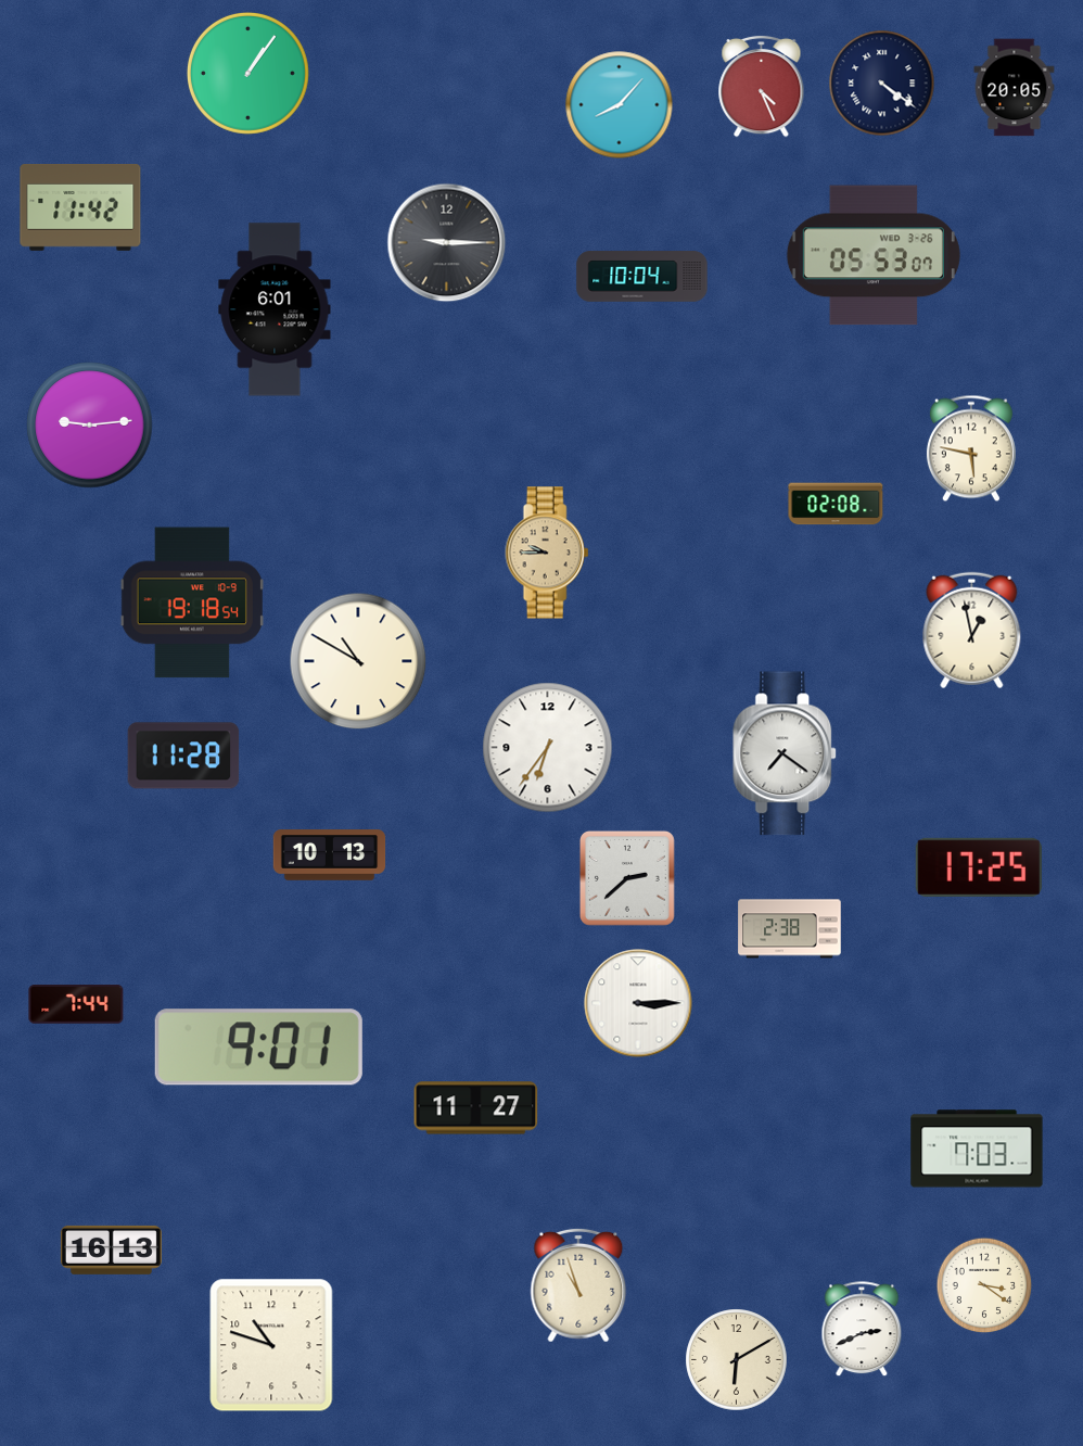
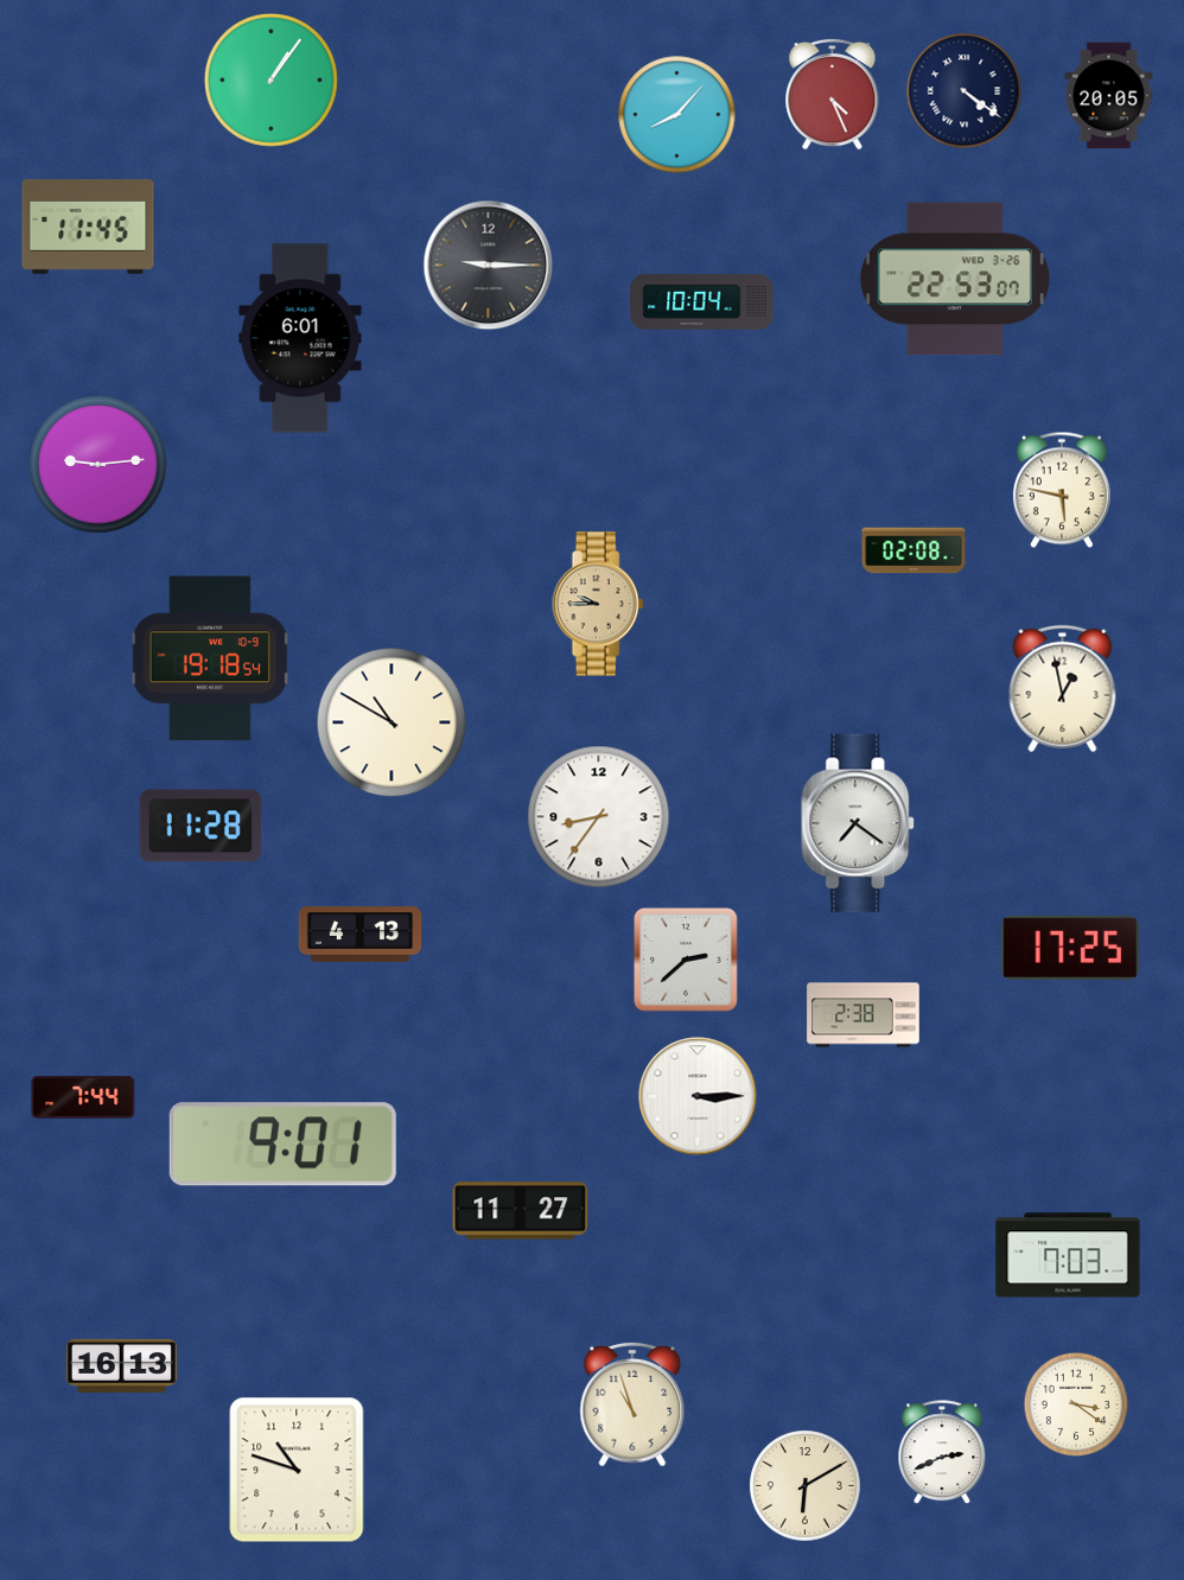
clock at (80, 208): 11:42 -> 11:45
clock at (874, 255): 05:53 -> 22:53
clock at (548, 748): 6:36 -> 8:36
clock at (330, 855): 10:13 -> 4:13
